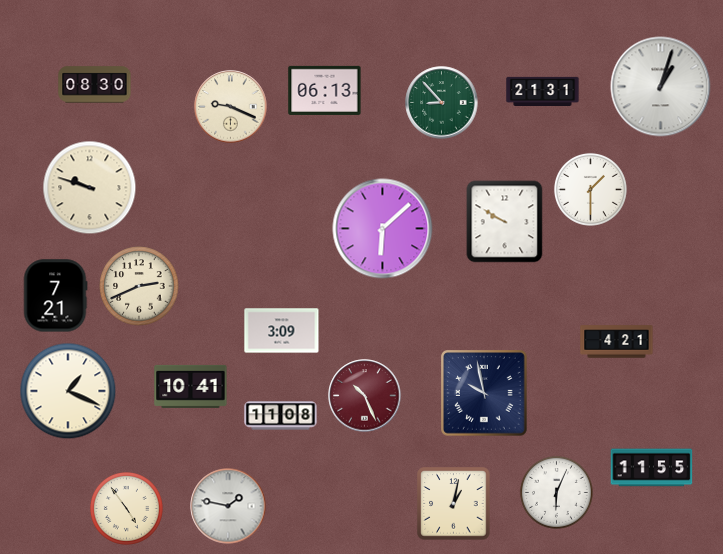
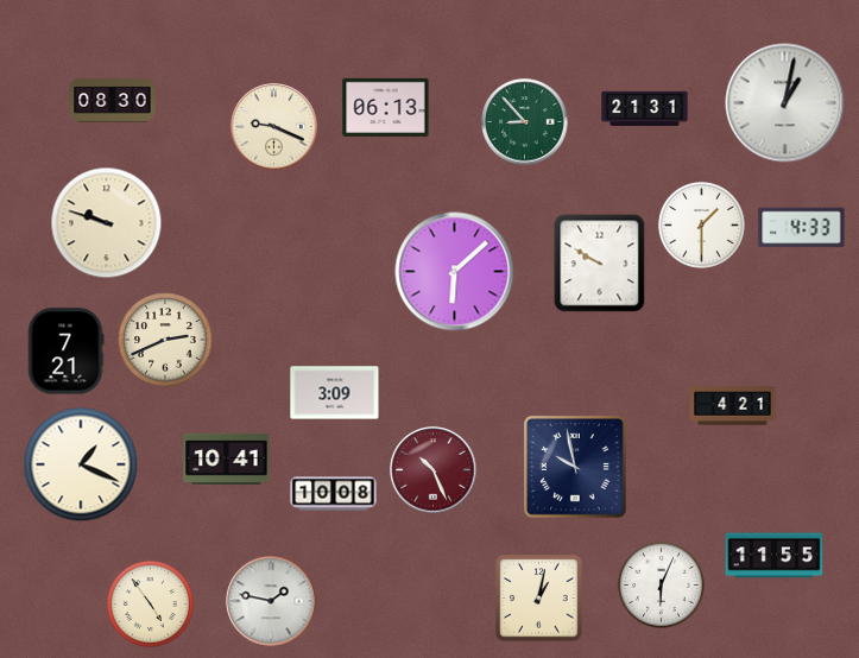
clock at (661, 87): 1:03 -> 1:02
clock at (802, 228): none -> 4:33
clock at (281, 416): 11:08 -> 10:08
